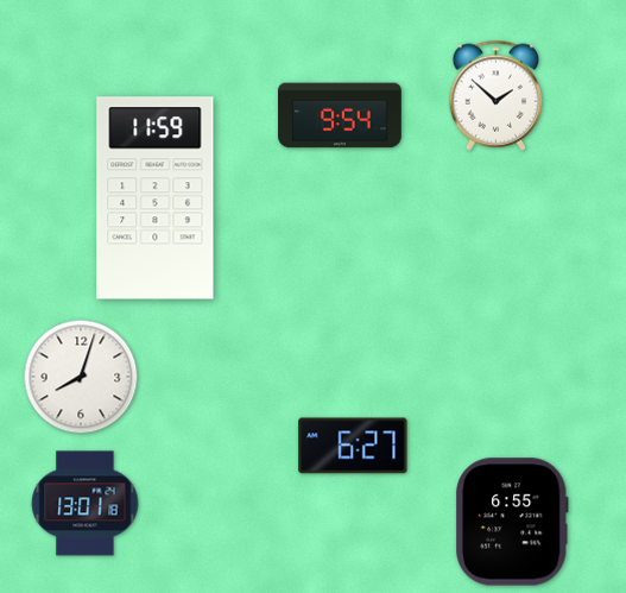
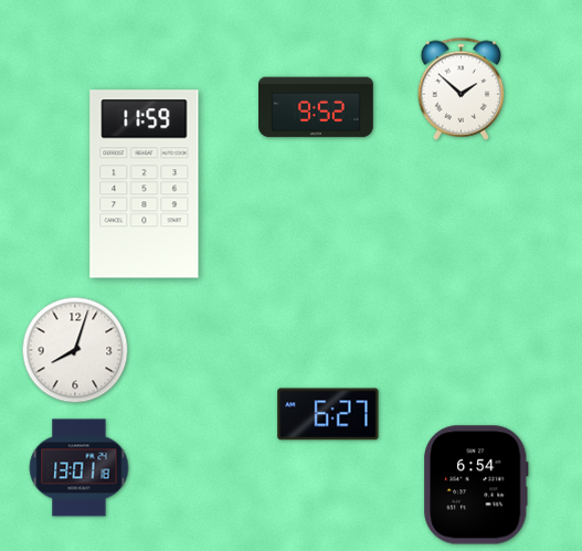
clock at (340, 115): 9:54 -> 9:52
clock at (512, 522): 6:55 -> 6:54
